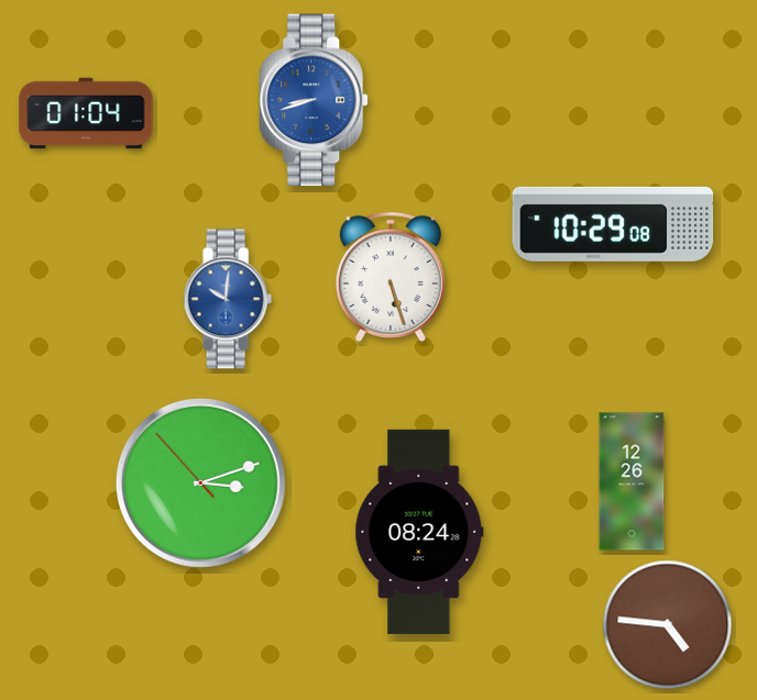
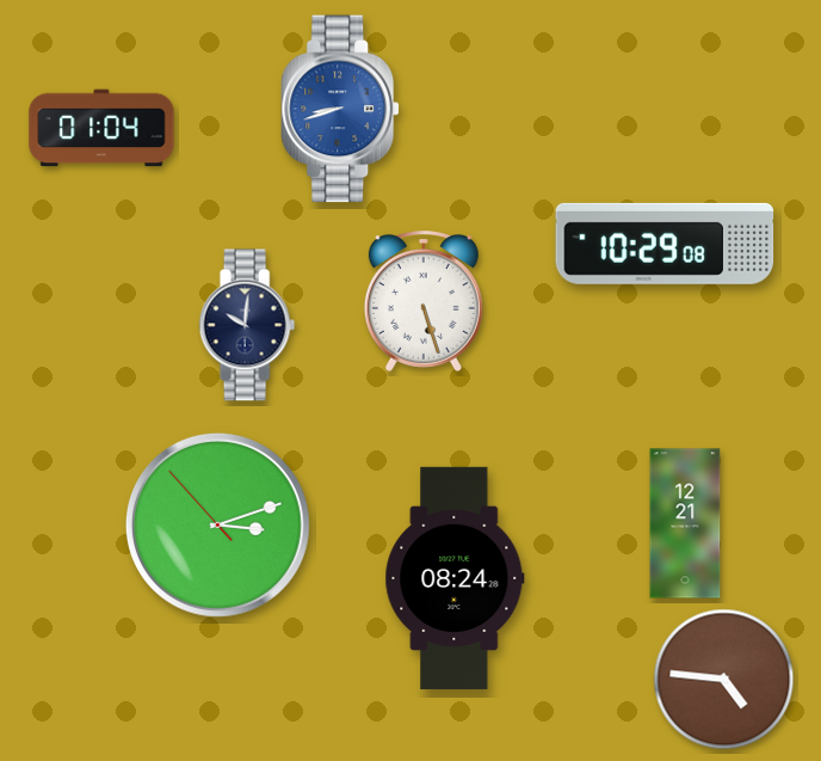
clock at (86, 113) position: (86, 113) -> (101, 128)
clock at (228, 299) dial: blue -> navy
clock at (632, 481): 12:26 -> 12:21
